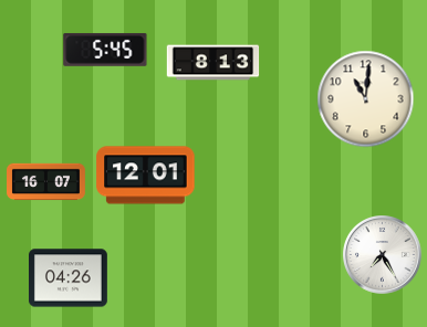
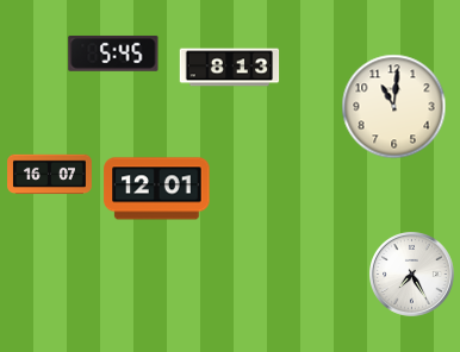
clock at (46, 182) position: (46, 182) -> (50, 175)
clock at (69, 278): 04:26 -> none
